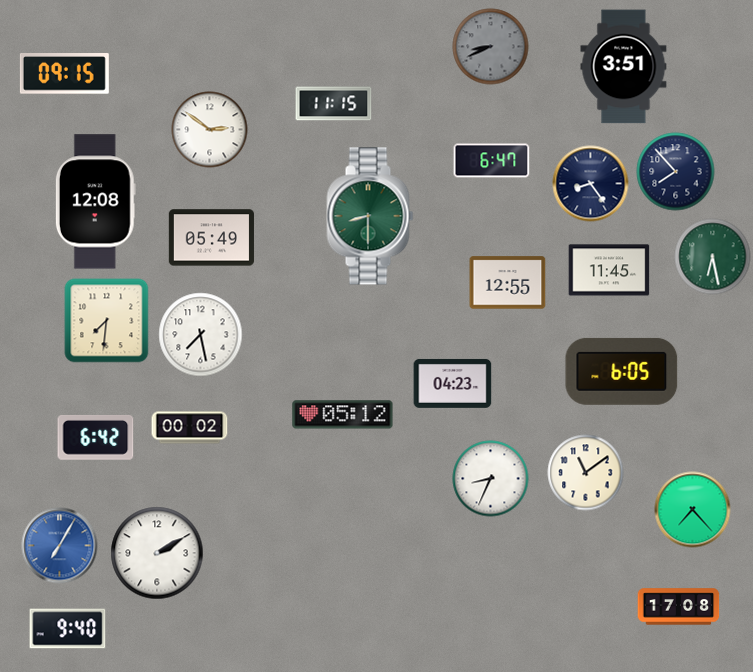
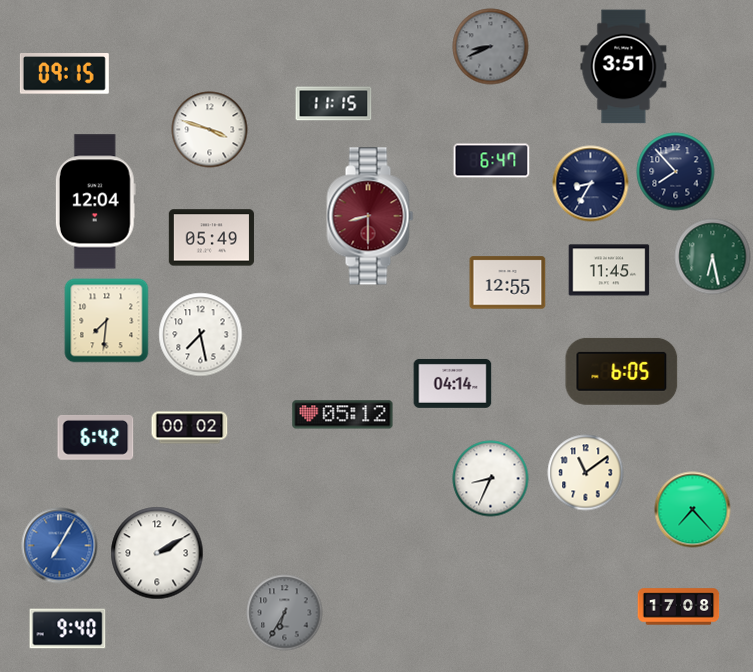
clock at (210, 130): 2:51 -> 3:48
clock at (591, 184): 8:24 -> 8:35
clock at (95, 202): 12:08 -> 12:04
clock at (370, 216) dial: green -> burgundy
clock at (453, 383): 04:23 -> 04:14
clock at (285, 613): none -> 6:35
